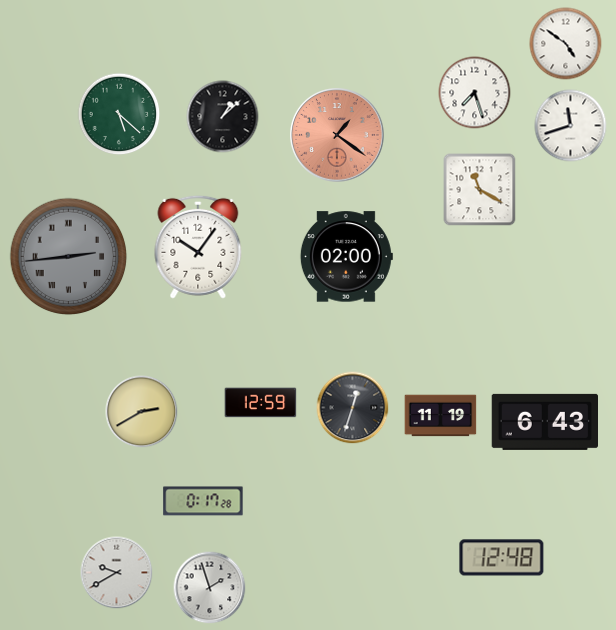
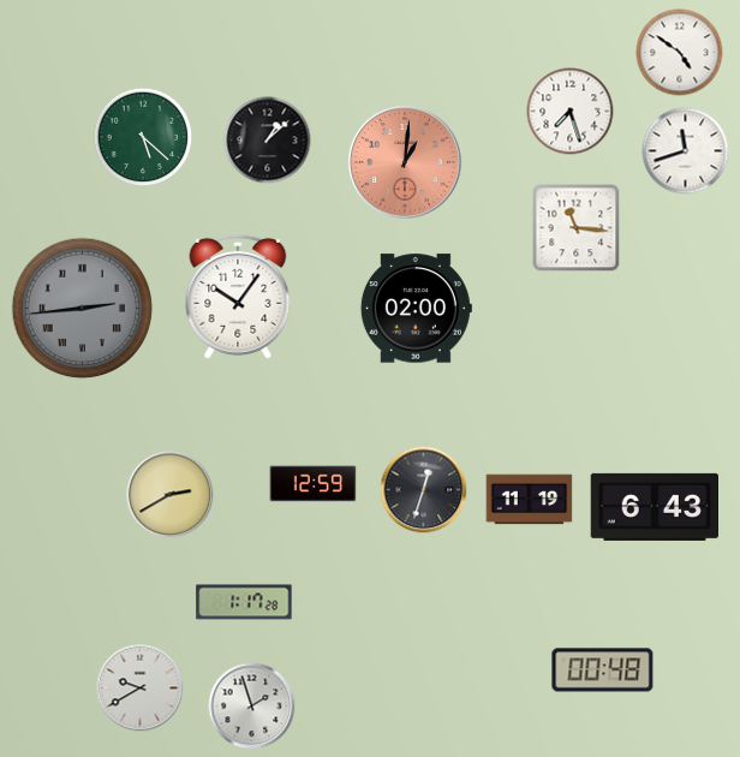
clock at (337, 135): 1:21 -> 1:01
clock at (480, 190): 11:20 -> 11:16
clock at (203, 501): 0:17 -> 1:17
clock at (502, 558): 12:48 -> 00:48
